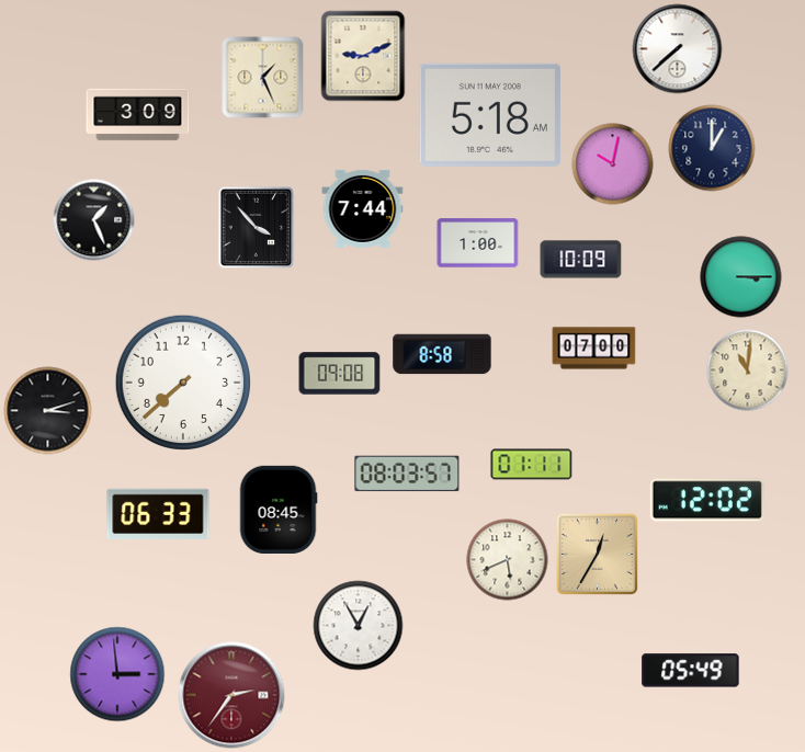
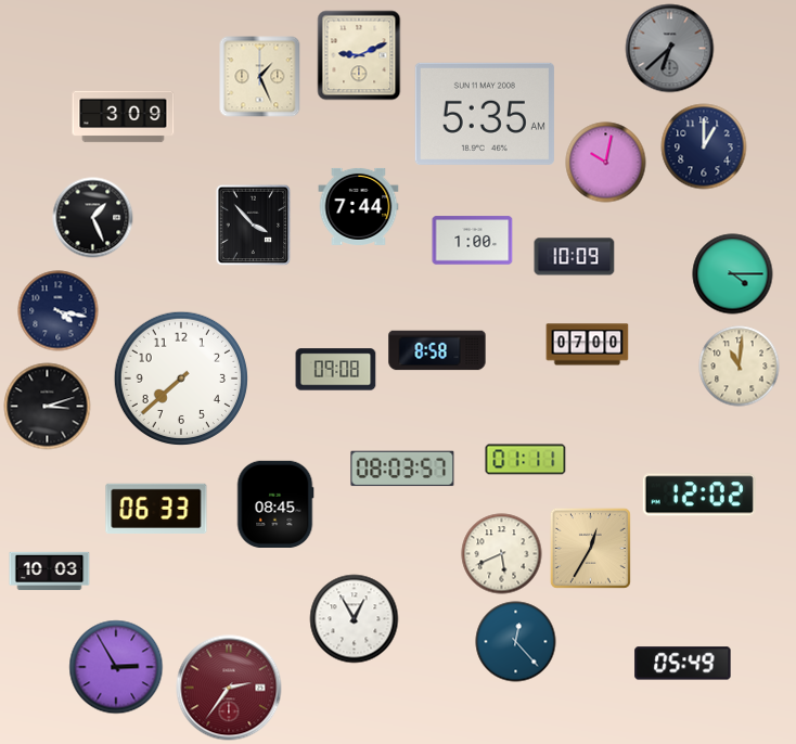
clock at (678, 49): 7:38 -> 6:38
clock at (678, 49) dial: white -> grey
clock at (138, 115) position: (138, 115) -> (124, 117)
clock at (490, 115): 5:18 -> 5:35
clock at (741, 277): 3:15 -> 4:15
clock at (59, 311): none -> 4:17
clock at (50, 572): none -> 10:03
clock at (516, 642): none -> 12:23
clock at (117, 674): 2:59 -> 2:55
